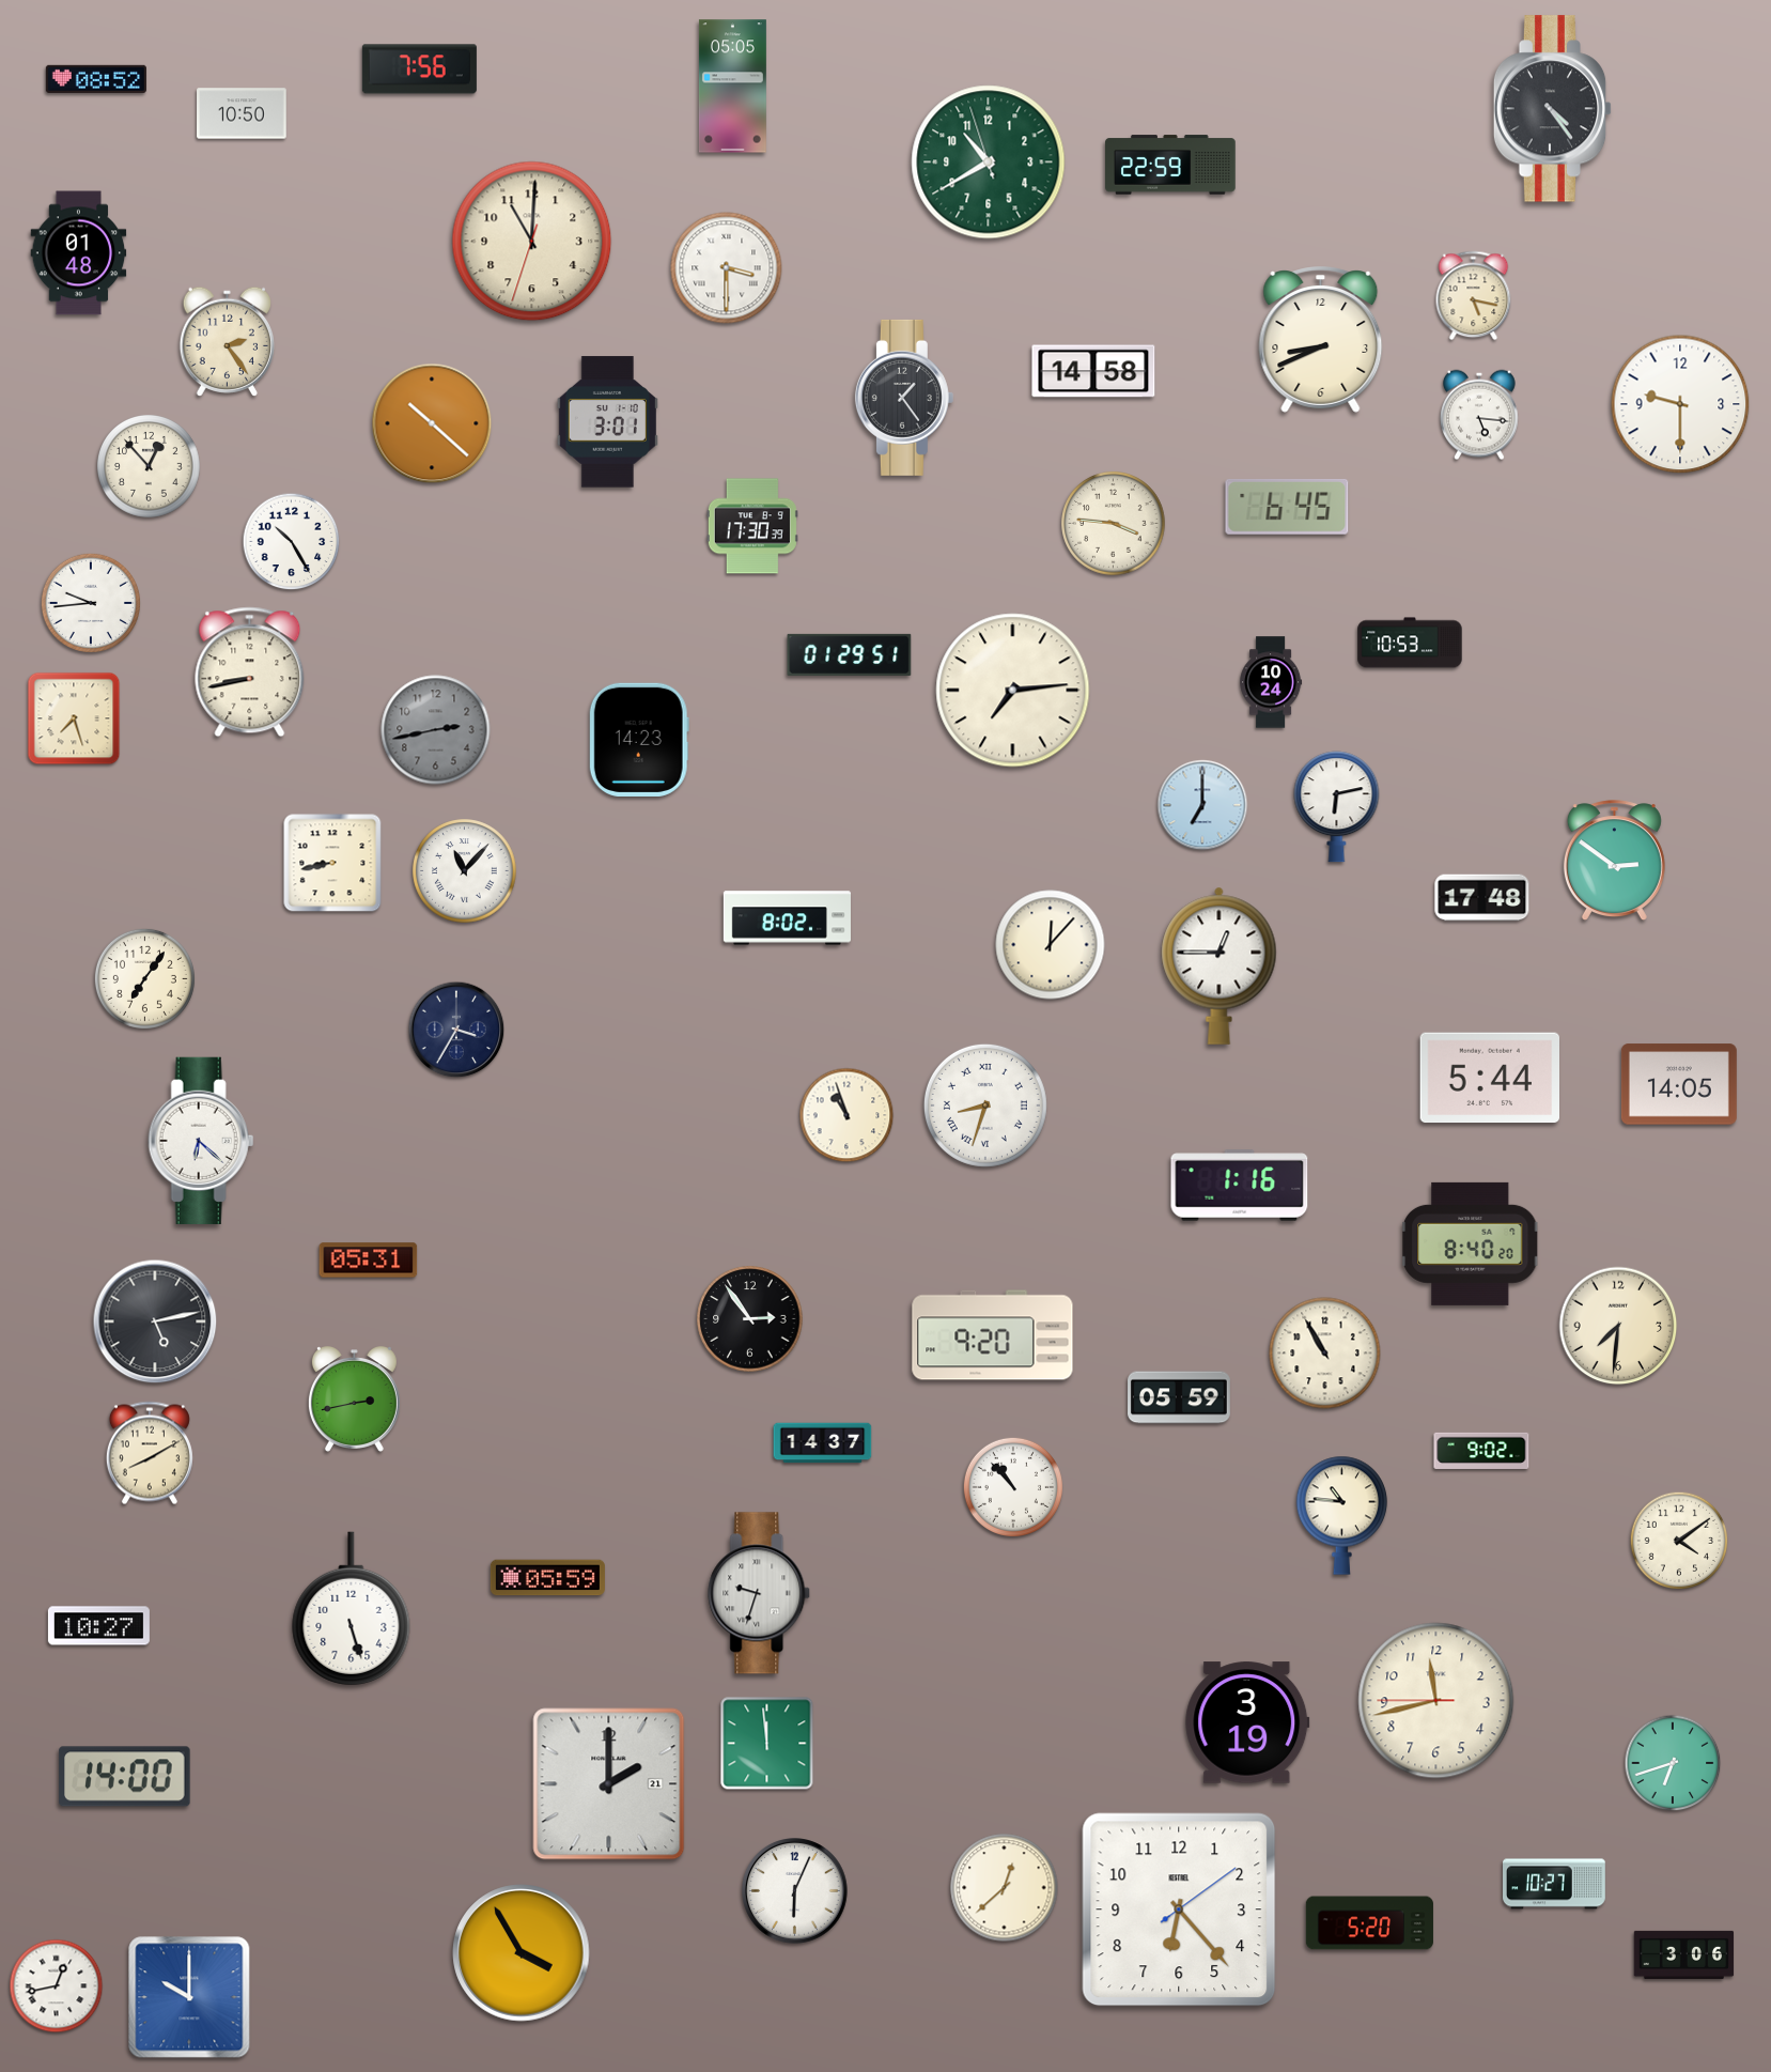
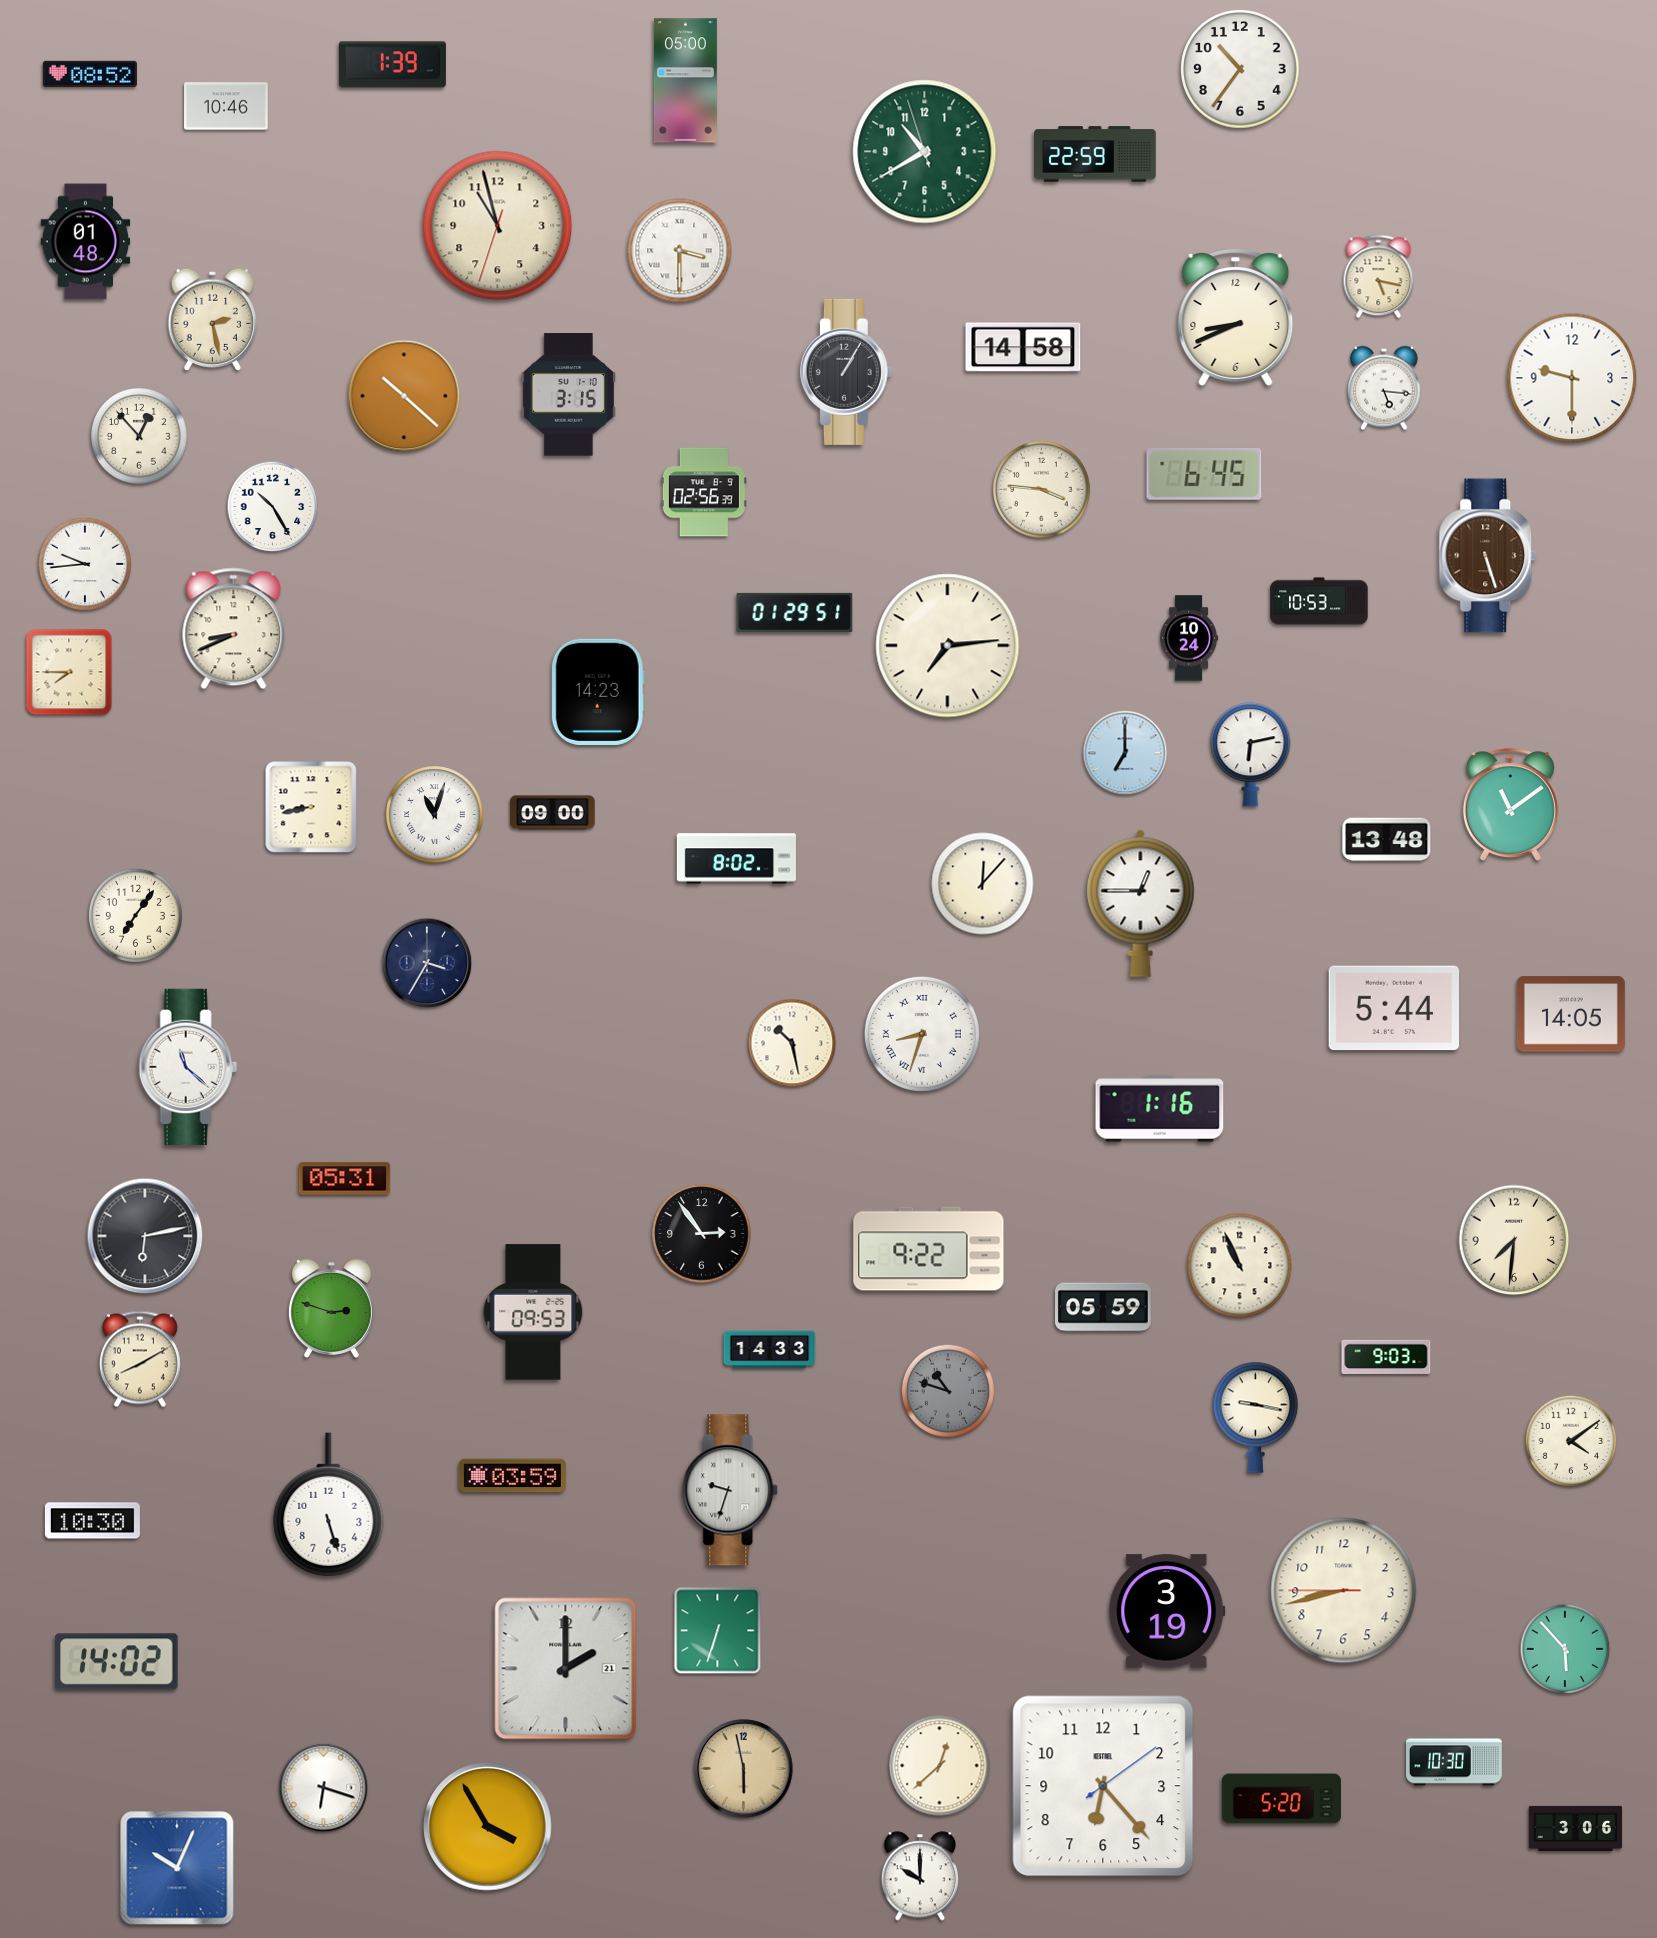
clock at (419, 69): 7:56 -> 1:39
clock at (1240, 69): none -> 10:36
clock at (732, 87): 05:05 -> 05:00
clock at (1553, 109): 4:24 -> none
clock at (242, 113): 10:50 -> 10:46
clock at (532, 242): 11:00 -> 10:57
clock at (79, 253) position: (79, 253) -> (86, 242)
clock at (227, 341): 2:24 -> 2:28
clock at (904, 398): 1:24 -> 1:05
clock at (607, 422): 3:01 -> 3:15
clock at (752, 526): 17:30 -> 02:56
clock at (1488, 556): none -> 5:27
clock at (250, 672): 8:43 -> 8:41
clock at (74, 718): 7:27 -> 7:45
clock at (436, 730): 2:43 -> none
clock at (1614, 861): 2:51 -> 11:09
clock at (553, 813): none -> 09:00
clock at (465, 871): 11:07 -> 11:03
clock at (1482, 898): 17:48 -> 13:48
clock at (846, 1115): 10:57 -> 10:28
clock at (201, 1141): 6:22 -> 11:22
clock at (1471, 1243): 8:40 -> none
clock at (155, 1321): 5:13 -> 6:13
clock at (993, 1335): 9:20 -> 9:22
clock at (1325, 1354): 10:55 -> 10:56
clock at (354, 1400): 2:43 -> 2:48
clock at (533, 1312): none -> 09:53
clock at (823, 1443): 14:37 -> 14:33
clock at (1481, 1451): 9:02 -> 9:03
clock at (1013, 1487): 10:53 -> 10:48
clock at (1013, 1487) dial: white -> grey
clock at (1342, 1515): 10:46 -> 9:17
clock at (547, 1578): 05:59 -> 03:59
clock at (760, 1593) position: (760, 1593) -> (731, 1490)
clock at (98, 1626): 10:27 -> 10:30
clock at (1436, 1701): 11:42 -> 8:42
clock at (767, 1744): 11:59 -> 6:33
clock at (1673, 1763): 6:42 -> 5:53
clock at (125, 1777): 14:00 -> 14:02
clock at (609, 1784) position: (609, 1784) -> (566, 1669)
clock at (1555, 1884): 10:27 -> 10:30
clock at (795, 1891): 6:04 -> 5:58
clock at (795, 1891) dial: white -> champagne
clock at (324, 1788): none -> 6:18
clock at (57, 1986): 12:43 -> none
clock at (189, 1997): 10:00 -> 10:04
clock at (920, 1876): none -> 10:00
